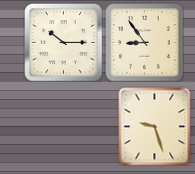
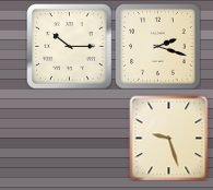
clock at (144, 42): 8:54 -> 2:18
